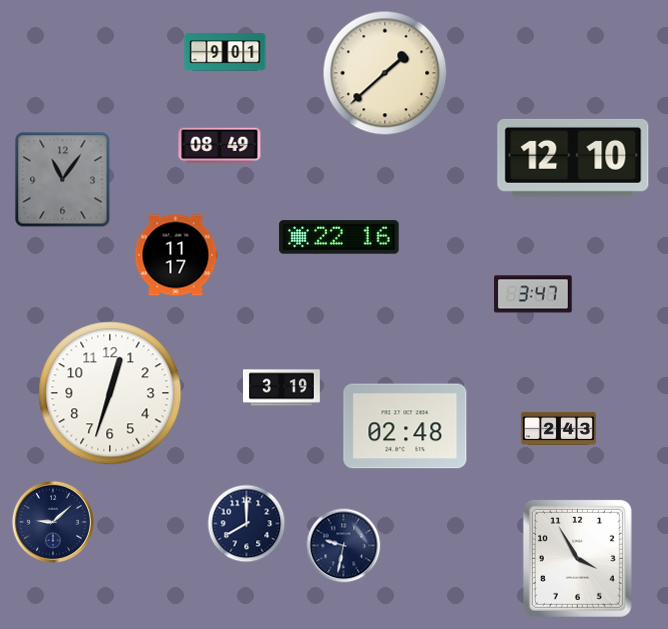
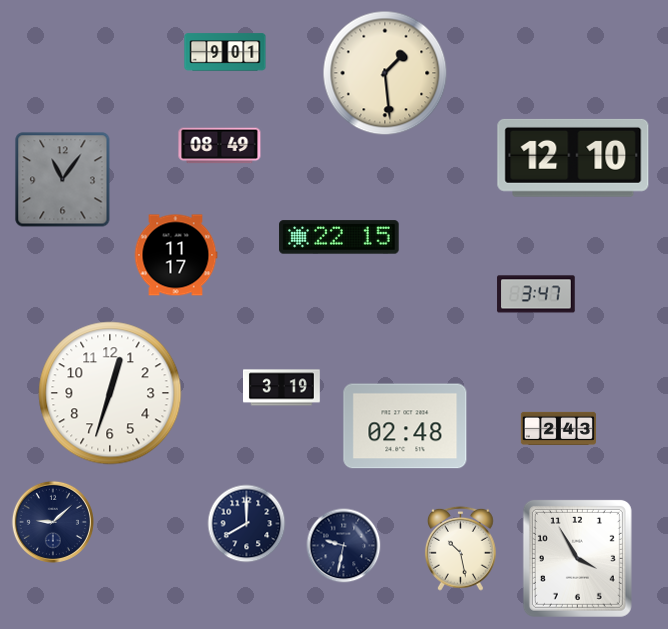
clock at (385, 73): 1:38 -> 1:29
clock at (339, 237): 22:16 -> 22:15
clock at (533, 294) position: (533, 294) -> (536, 294)
clock at (460, 548): none -> 10:28
